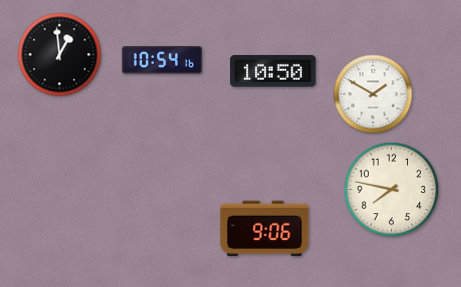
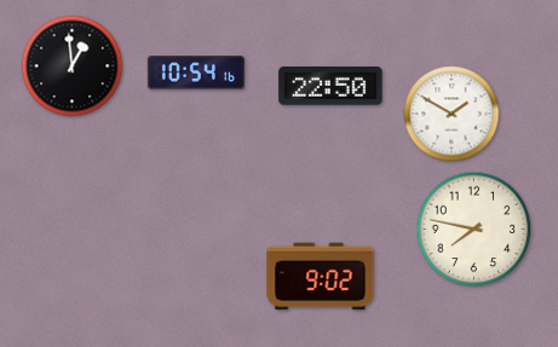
clock at (273, 71): 10:50 -> 22:50
clock at (265, 229): 9:06 -> 9:02
